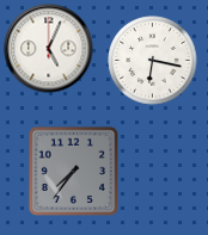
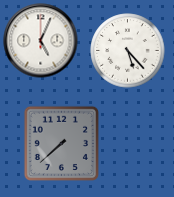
clock at (153, 61): 6:17 -> 5:23
clock at (73, 171): 7:36 -> 7:38
